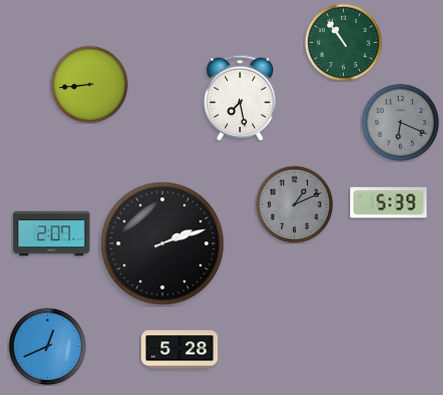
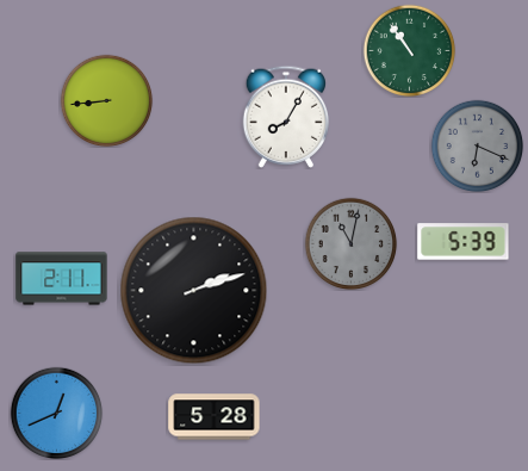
clock at (239, 98): 7:28 -> 8:05
clock at (294, 204): 1:11 -> 11:02
clock at (52, 234): 2:07 -> 2:11
